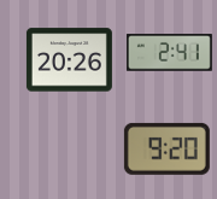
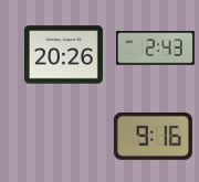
clock at (169, 53): 2:41 -> 2:43
clock at (166, 148): 9:20 -> 9:16
